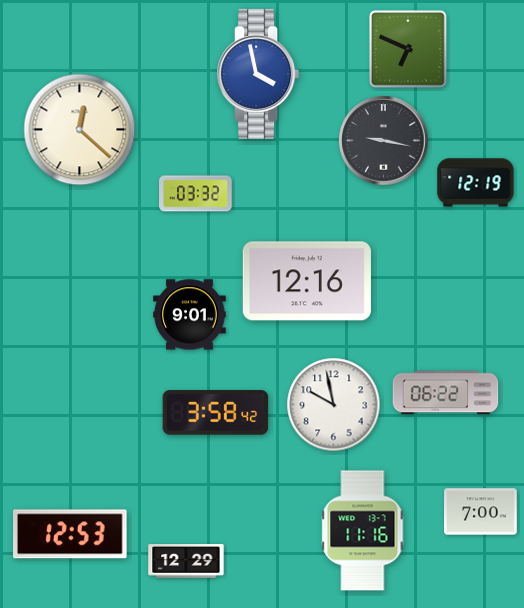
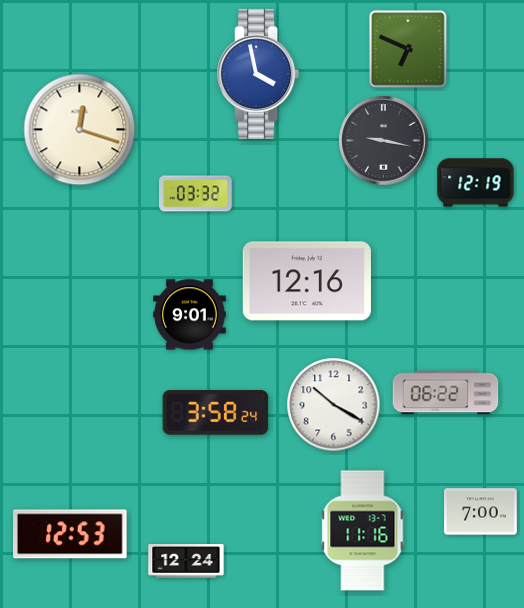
clock at (80, 130): 12:22 -> 12:18
clock at (334, 405): 9:58 -> 10:20
clock at (216, 413): 3:58:42 -> 3:58:24
clock at (186, 561): 12:29 -> 12:24
